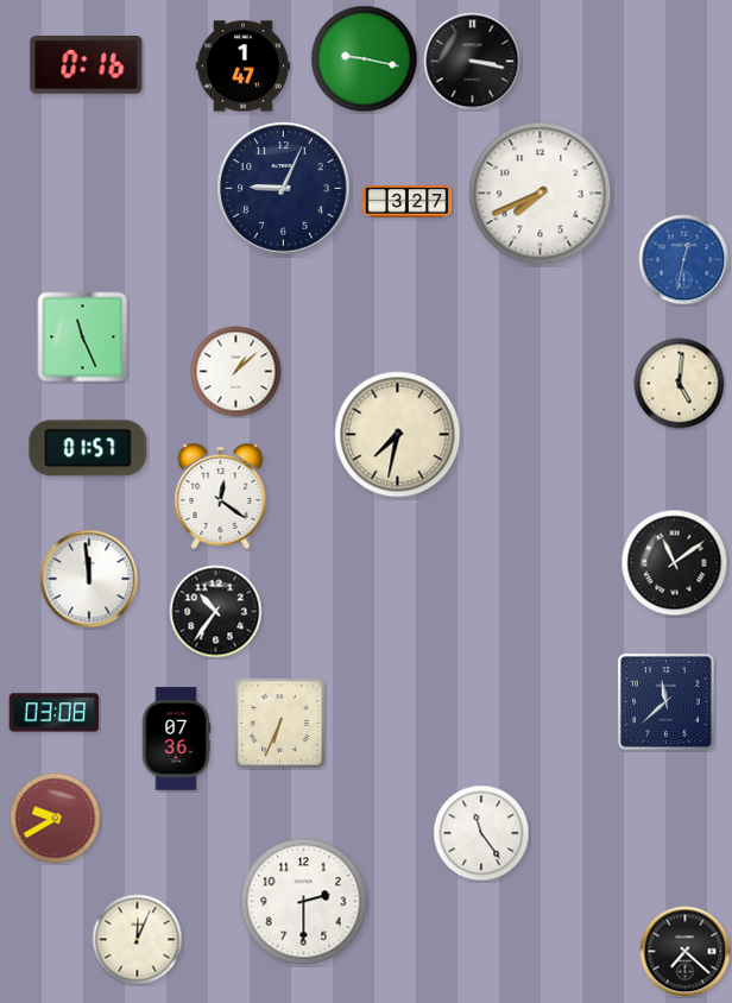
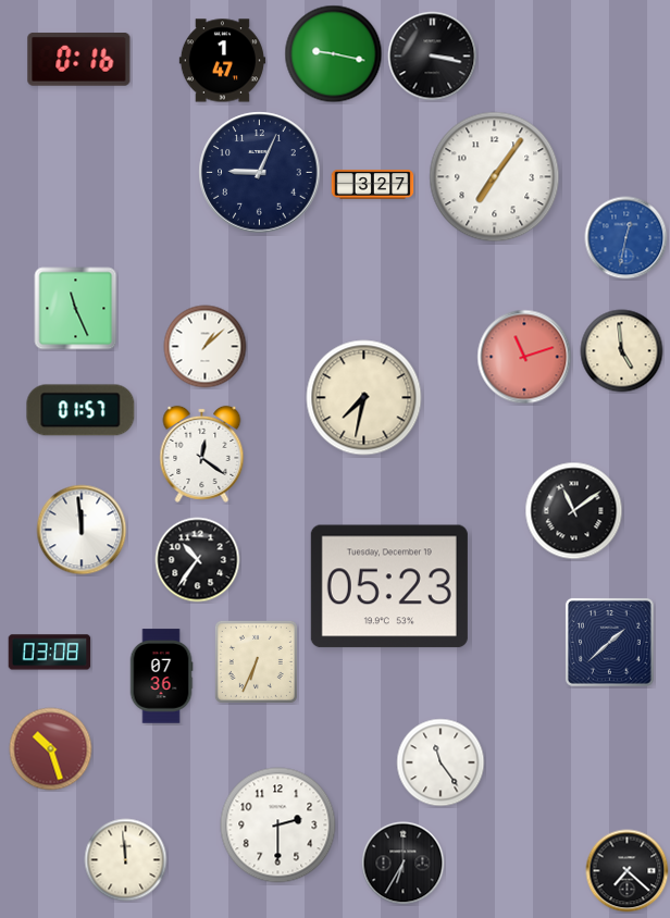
clock at (541, 194): 7:41 -> 7:06
clock at (236, 372) position: (236, 372) -> (206, 347)
clock at (680, 384): 5:01 -> 4:59
clock at (524, 357): none -> 11:12
clock at (675, 563) position: (675, 563) -> (574, 511)
clock at (389, 586): none -> 05:23
clock at (665, 701): 11:38 -> 1:38
clock at (56, 819): 9:40 -> 10:27
clock at (138, 940): 12:04 -> 11:59
clock at (404, 864): none -> 6:35
